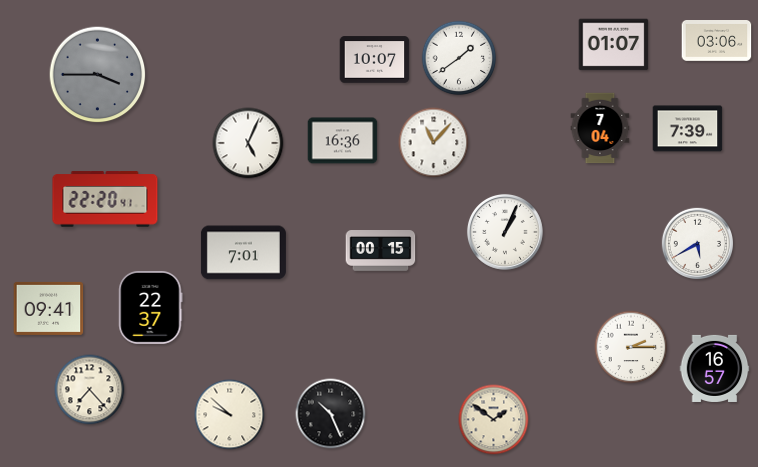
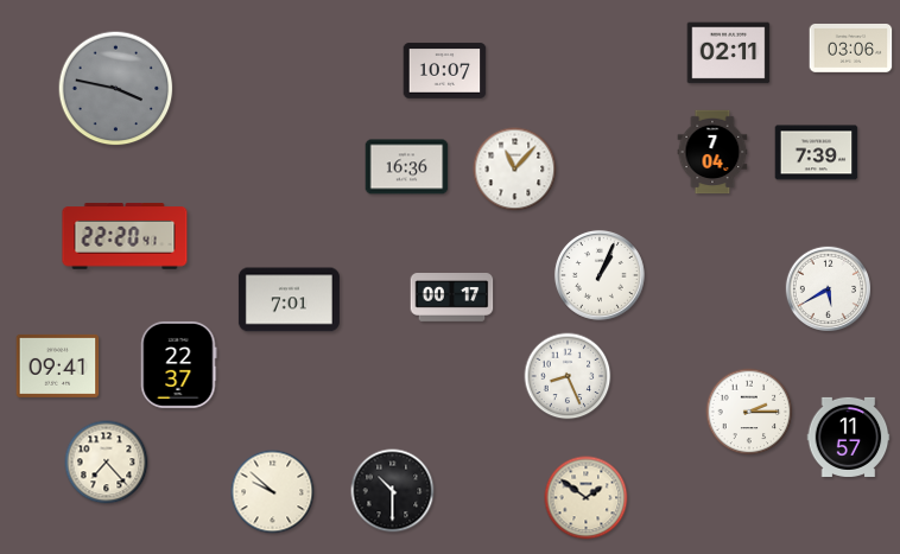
clock at (614, 45): 01:07 -> 02:11
clock at (459, 58): 1:39 -> none
clock at (98, 75): 3:45 -> 3:47
clock at (248, 143): 5:04 -> none
clock at (381, 251): 00:15 -> 00:17
clock at (568, 376): none -> 8:26
clock at (715, 368): 16:57 -> 11:57
clock at (331, 414): 10:26 -> 10:30
